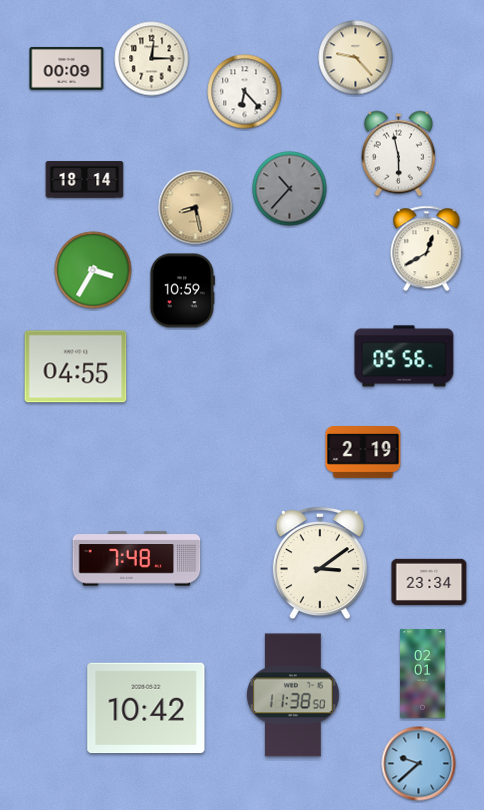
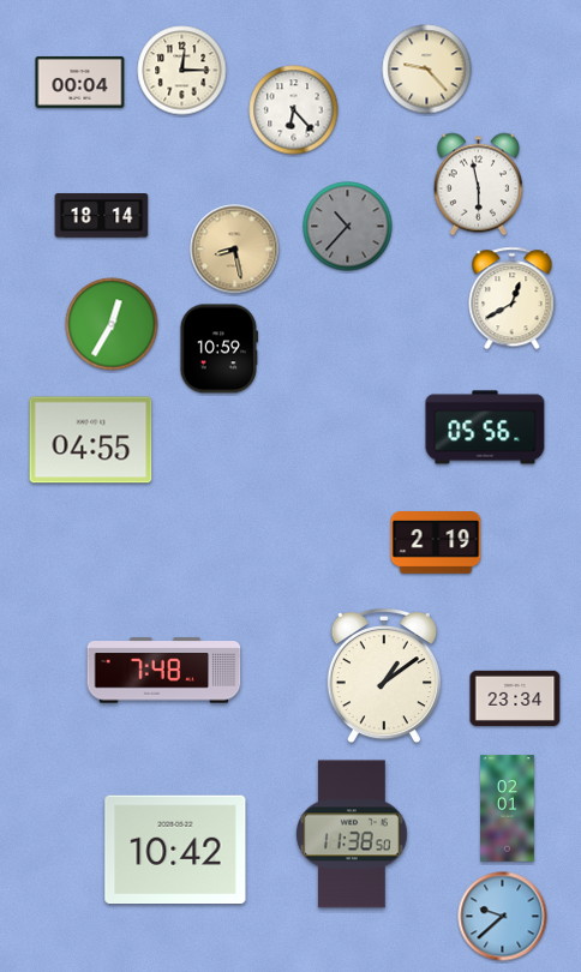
clock at (67, 68): 00:09 -> 00:04
clock at (93, 270): 3:35 -> 12:35
clock at (320, 563): 3:09 -> 1:09
